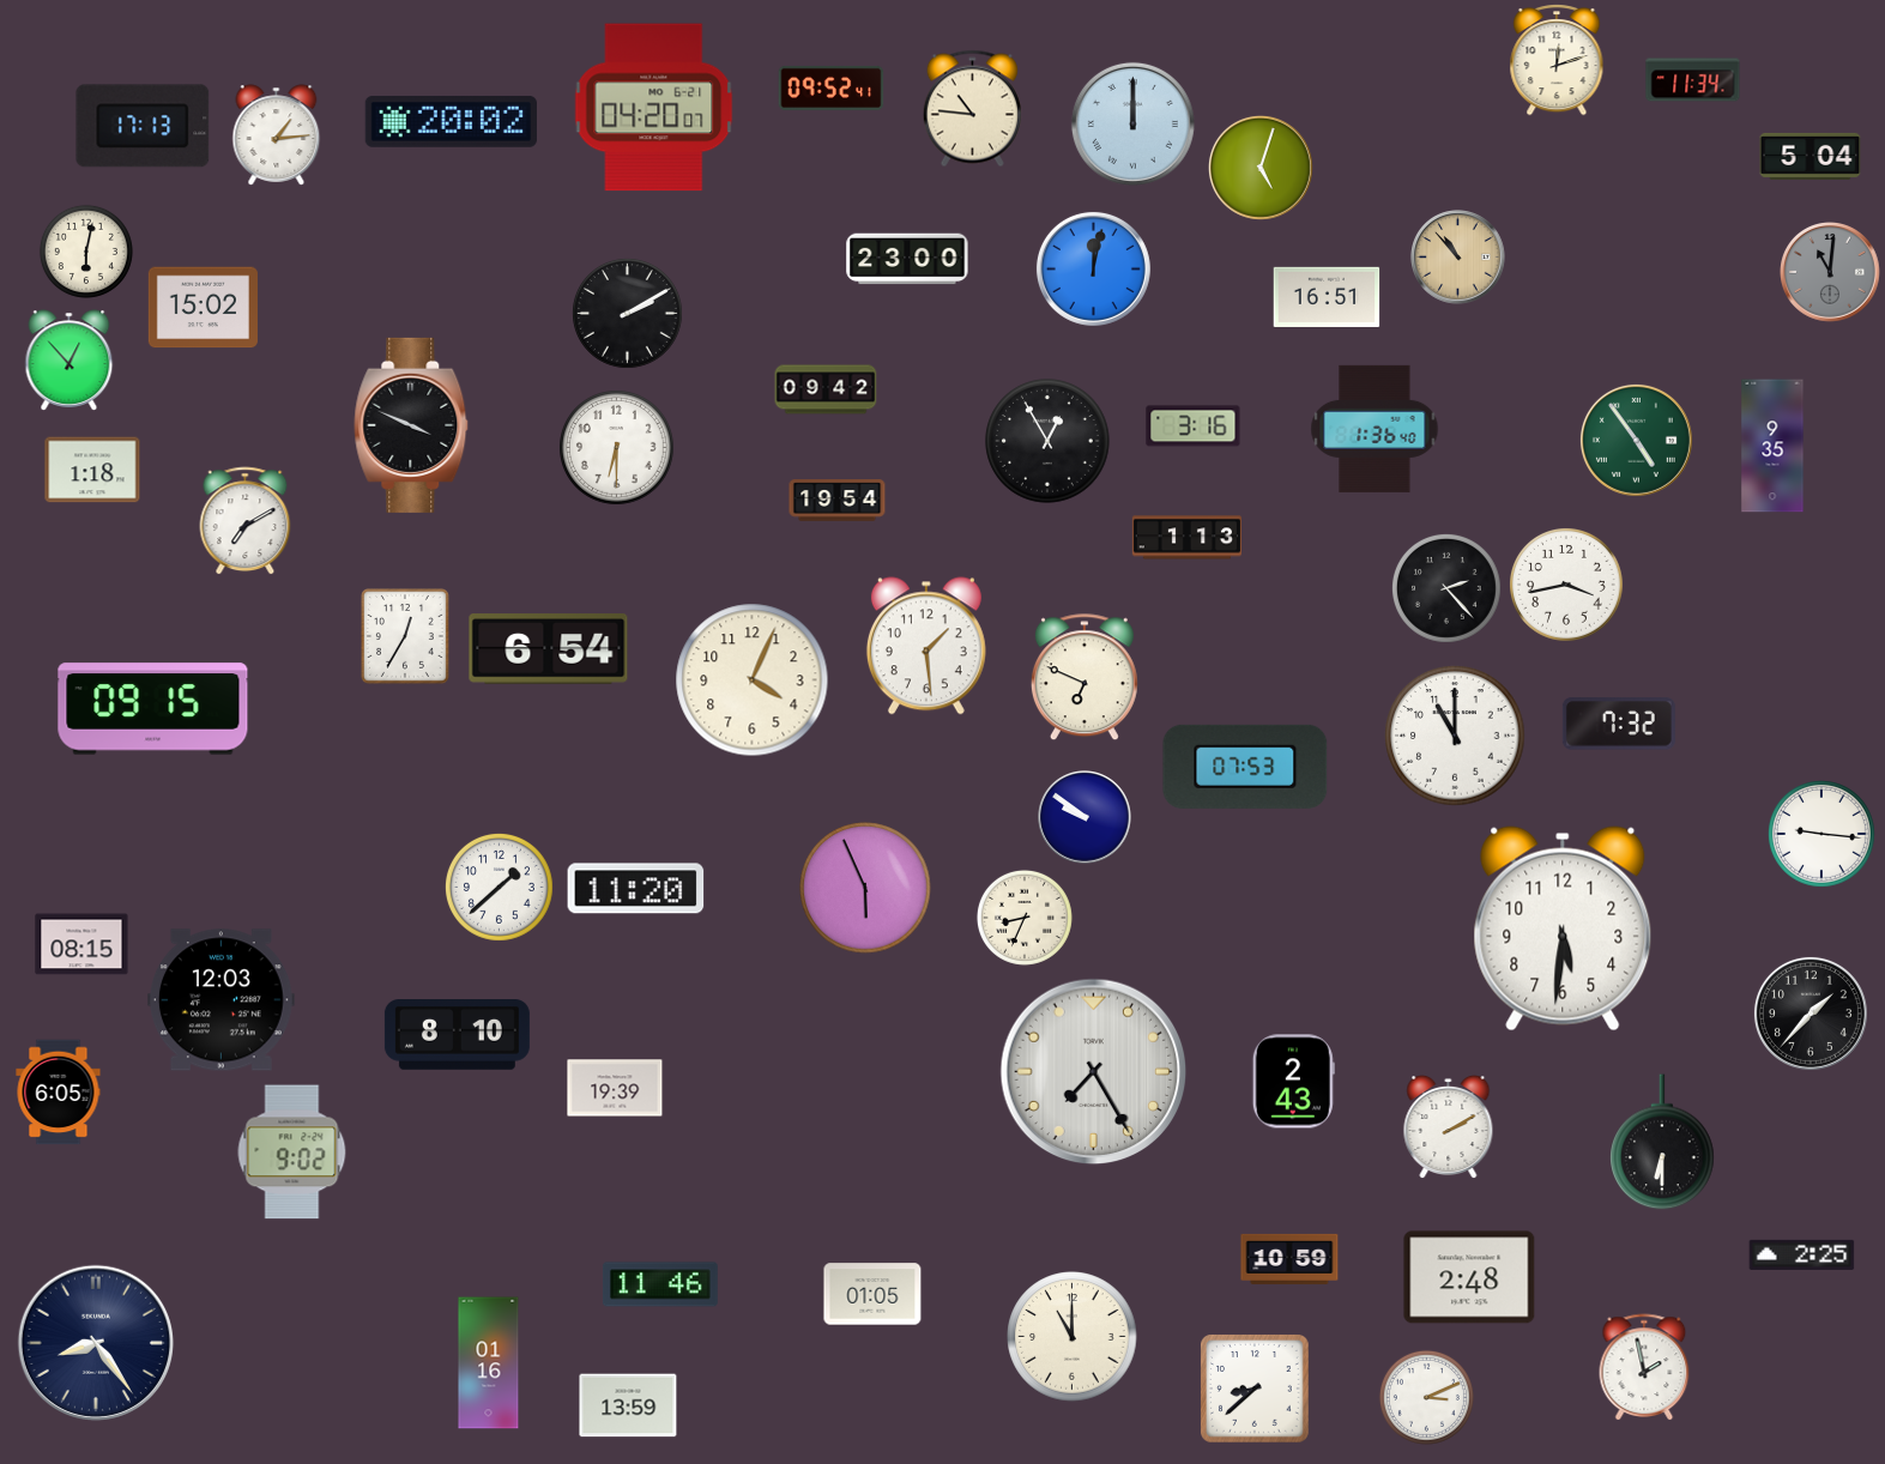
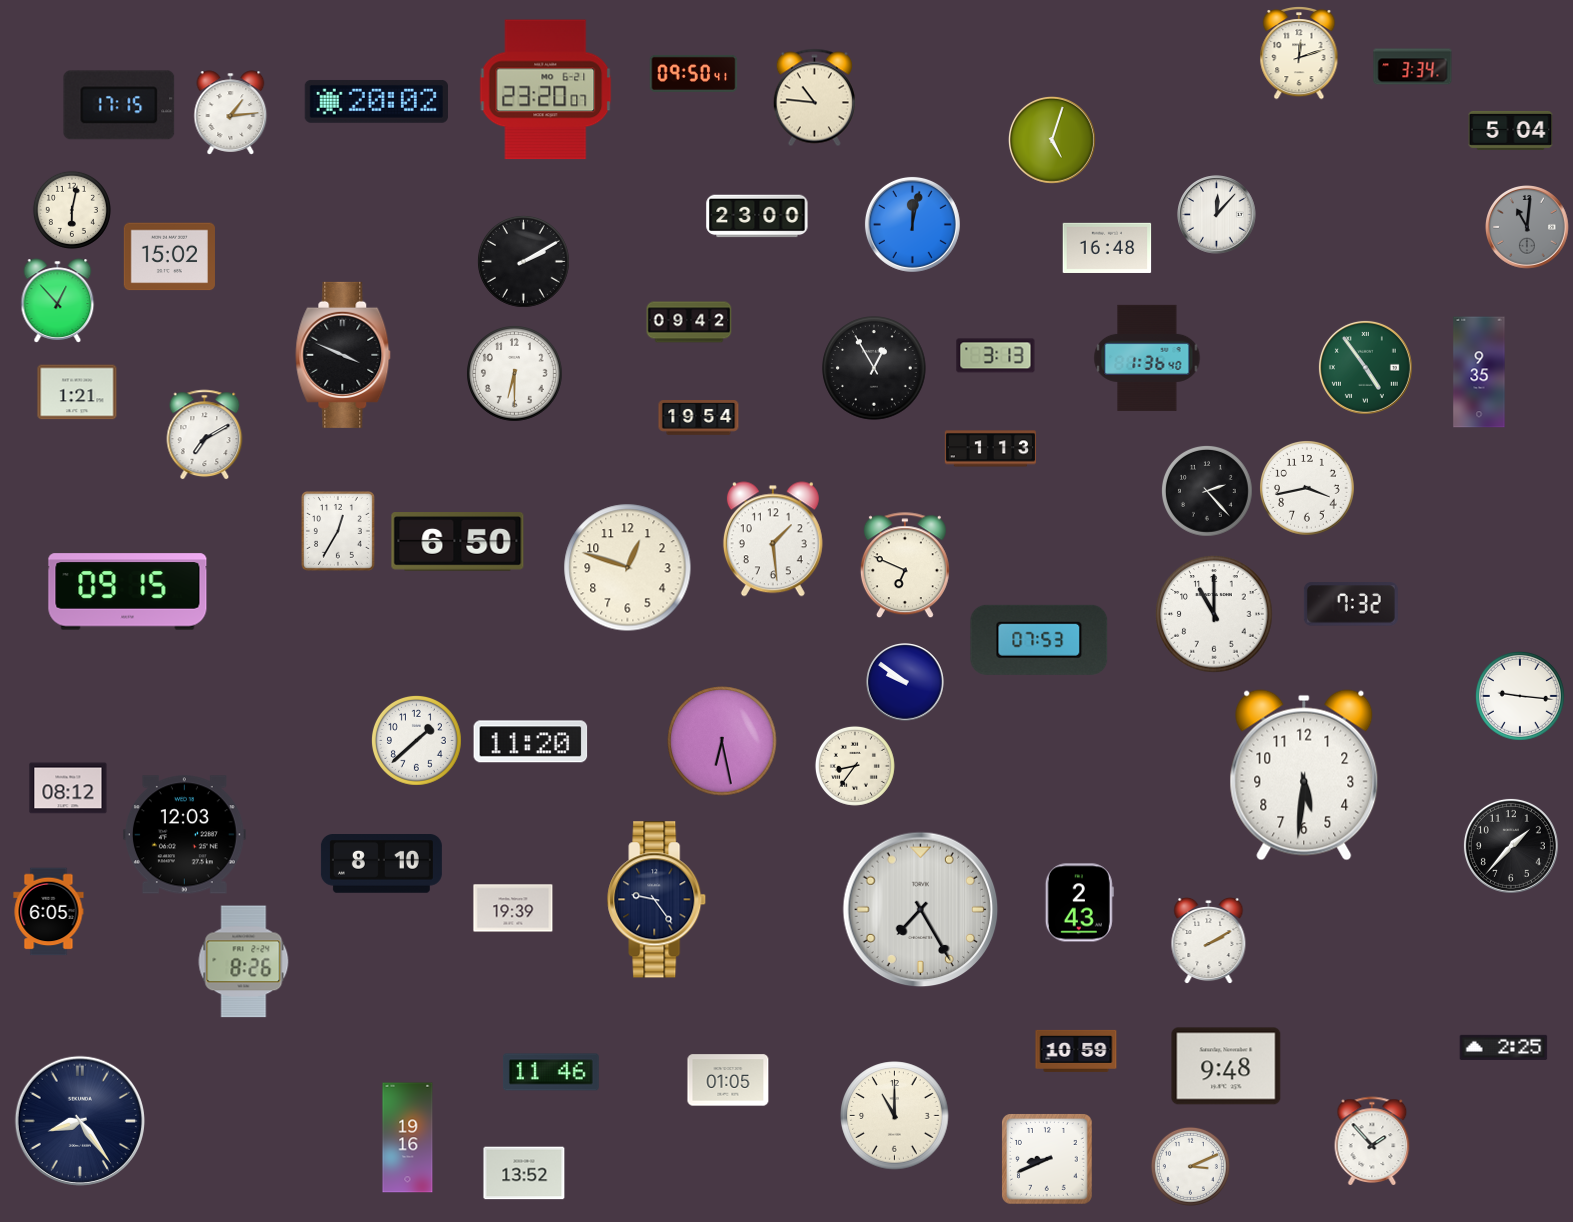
clock at (1557, 60) position: (1557, 60) -> (1299, 53)
clock at (1693, 80): 11:34 -> 3:34
clock at (832, 87): 09:52 -> 09:50
clock at (654, 108): 04:20 -> 23:20
clock at (972, 109) position: (972, 109) -> (814, 98)
clock at (1132, 123): 12:00 -> none
clock at (143, 126): 17:13 -> 17:15
clock at (1458, 258): 10:53 -> 12:07
clock at (1458, 258) dial: champagne -> white
clock at (1327, 296): 16:51 -> 16:48
clock at (826, 389) position: (826, 389) -> (689, 322)
clock at (1194, 427): 3:16 -> 3:13
clock at (92, 470): 1:18 -> 1:21
clock at (549, 649): 6:54 -> 6:50
clock at (753, 680): 4:04 -> 12:48
clock at (865, 888): 5:56 -> 6:28
clock at (1025, 918): 8:34 -> 8:36
clock at (81, 944): 08:15 -> 08:12
clock at (1094, 1072) position: (1094, 1072) -> (921, 910)
clock at (657, 900): none -> 9:24
clock at (1662, 1142): 6:30 -> none
clock at (292, 1153): 9:02 -> 8:26
clock at (1469, 1277): 2:48 -> 9:48
clock at (489, 1363): 01:16 -> 19:16
clock at (1644, 1367): 1:58 -> 1:53
clock at (1256, 1390): 8:38 -> 8:41
clock at (628, 1405): 13:59 -> 13:52
